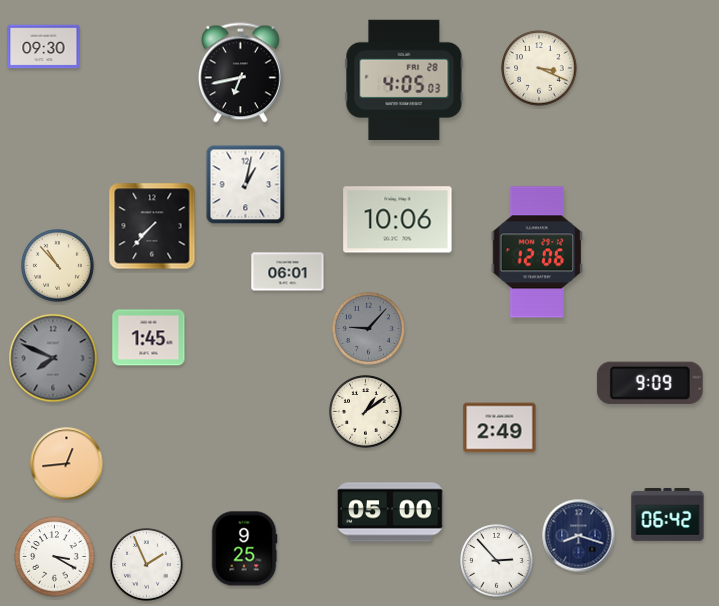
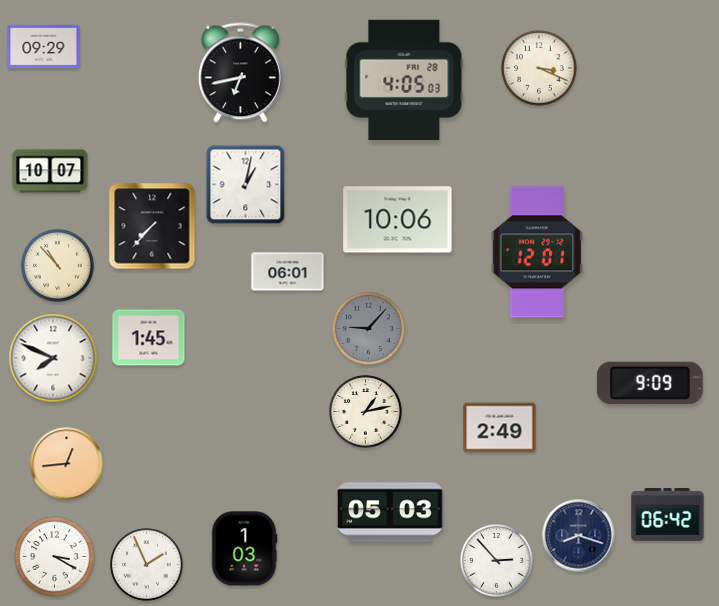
clock at (44, 47): 09:30 -> 09:29
clock at (50, 171): none -> 10:07
clock at (537, 252): 12:06 -> 12:01
clock at (53, 358) dial: grey -> white
clock at (366, 412): 1:09 -> 1:13
clock at (391, 512): 05:00 -> 05:03
clock at (244, 549): 9:25 -> 1:03
